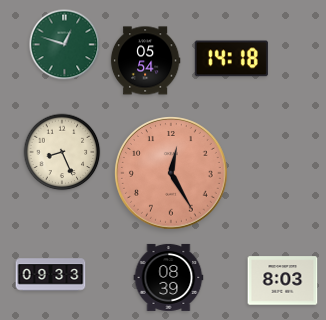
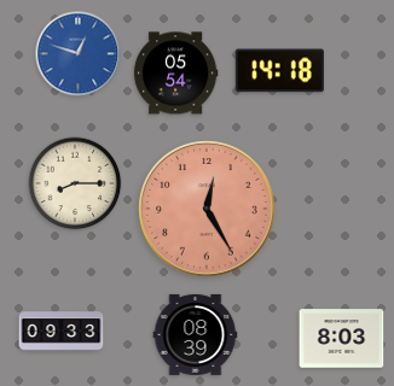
clock at (65, 45) dial: green -> blue
clock at (62, 152): 8:26 -> 8:15
clock at (169, 277) position: (169, 277) -> (196, 334)
